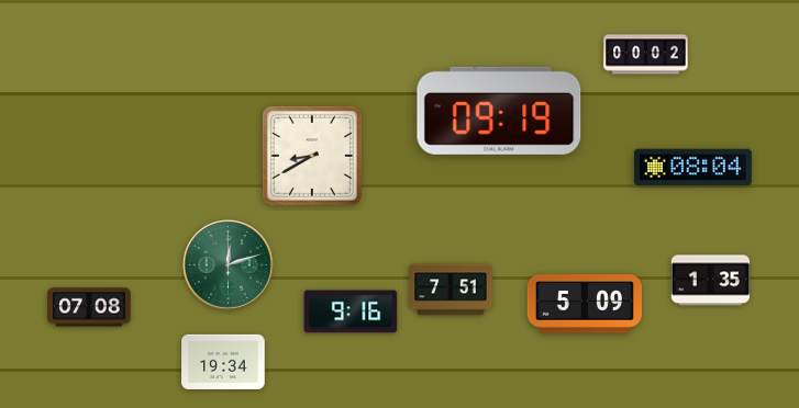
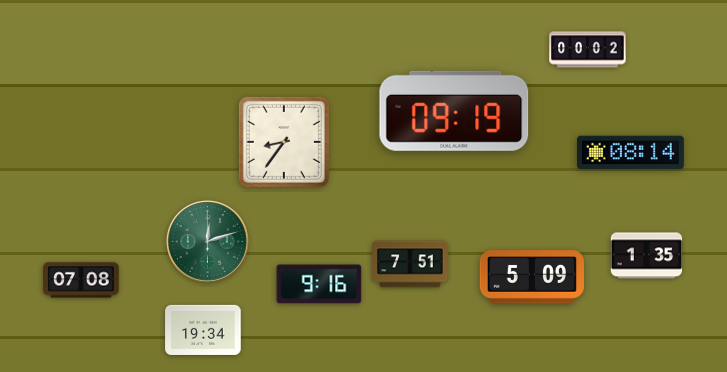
clock at (499, 111) position: (499, 111) -> (454, 111)
clock at (312, 156): 8:40 -> 8:36
clock at (692, 168): 08:04 -> 08:14
